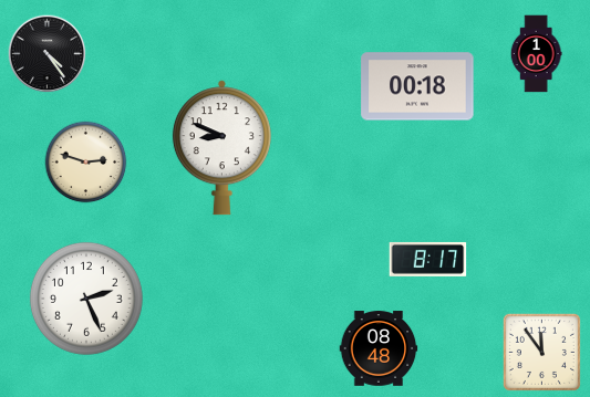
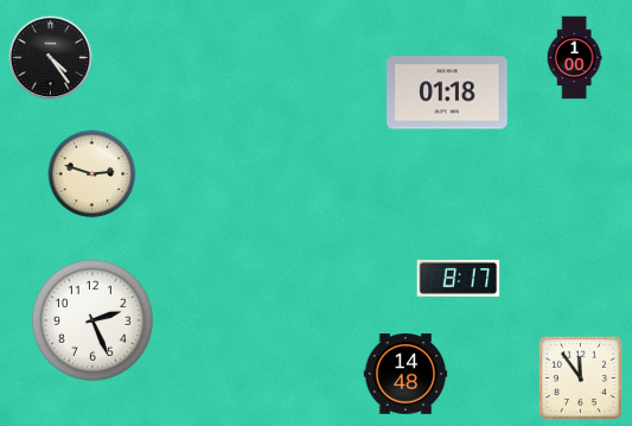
clock at (417, 86): 00:18 -> 01:18
clock at (221, 148): 8:49 -> none
clock at (379, 348): 08:48 -> 14:48
